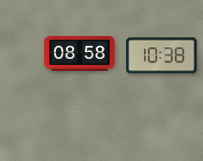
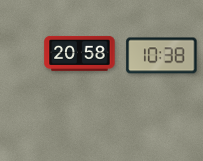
clock at (80, 53): 08:58 -> 20:58
